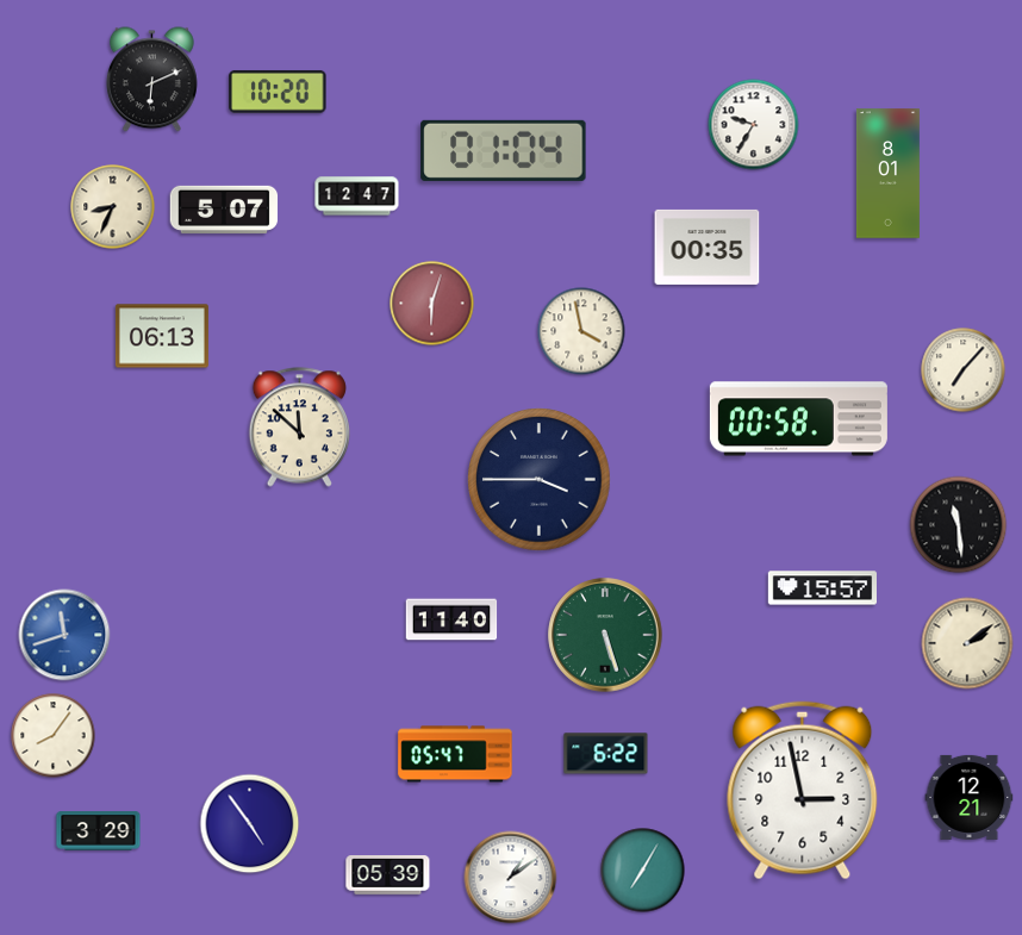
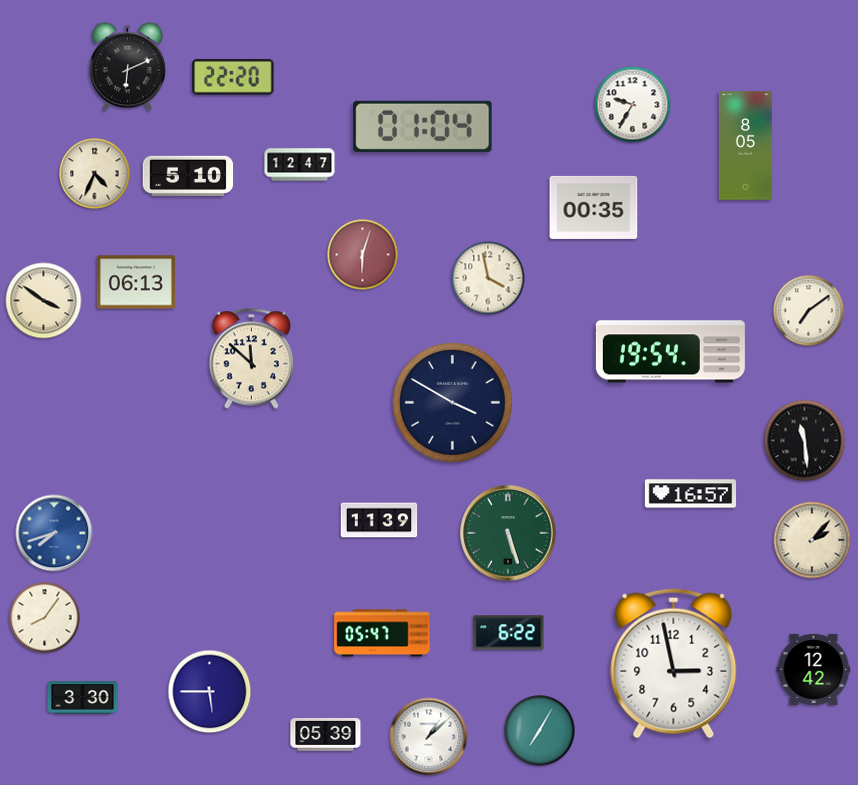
clock at (278, 92): 10:20 -> 22:20
clock at (887, 174): 8:01 -> 8:05
clock at (113, 207): 8:34 -> 4:34
clock at (224, 210): 5:07 -> 5:10
clock at (44, 301): none -> 3:51
clock at (964, 370): 7:07 -> 7:09
clock at (798, 419): 00:58 -> 19:54
clock at (540, 480): 3:45 -> 3:50
clock at (822, 588): 15:57 -> 16:57
clock at (451, 619): 11:40 -> 11:39
clock at (64, 635): 11:42 -> 7:42
clock at (967, 643): 2:09 -> 2:07
clock at (970, 797): 12:21 -> 12:42
clock at (250, 824): 4:54 -> 5:45
clock at (99, 831): 3:29 -> 3:30
clock at (511, 878): 1:09 -> 1:08
